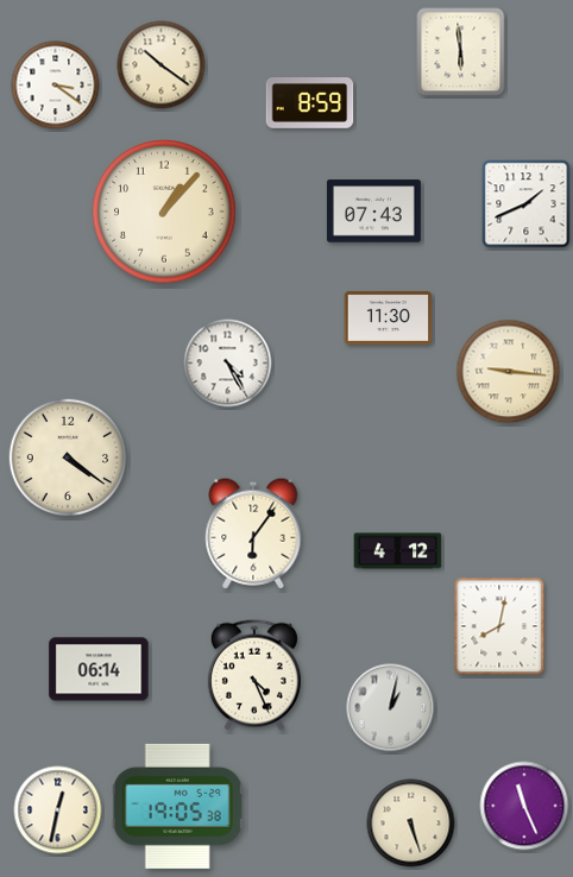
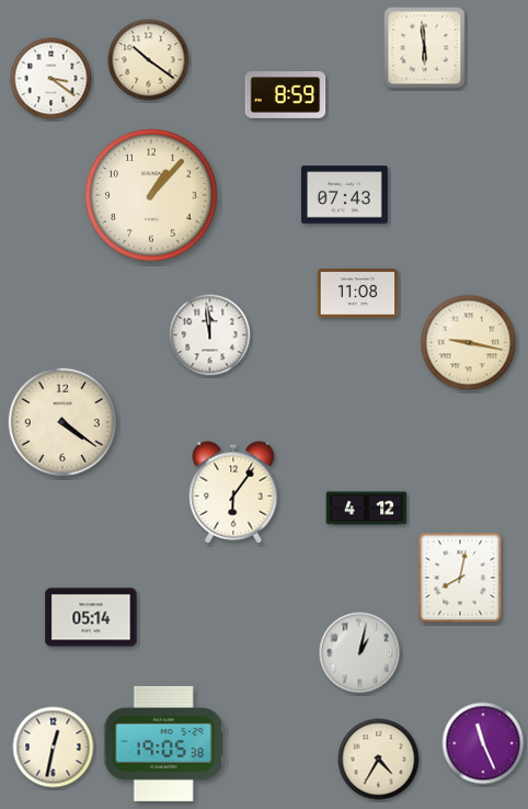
clock at (527, 204): 1:41 -> none
clock at (389, 317): 11:30 -> 11:08
clock at (228, 364): 4:25 -> 11:59
clock at (509, 372): 9:16 -> 9:17
clock at (99, 669): 06:14 -> 05:14
clock at (254, 675): 4:26 -> none
clock at (411, 824): 5:27 -> 4:35
